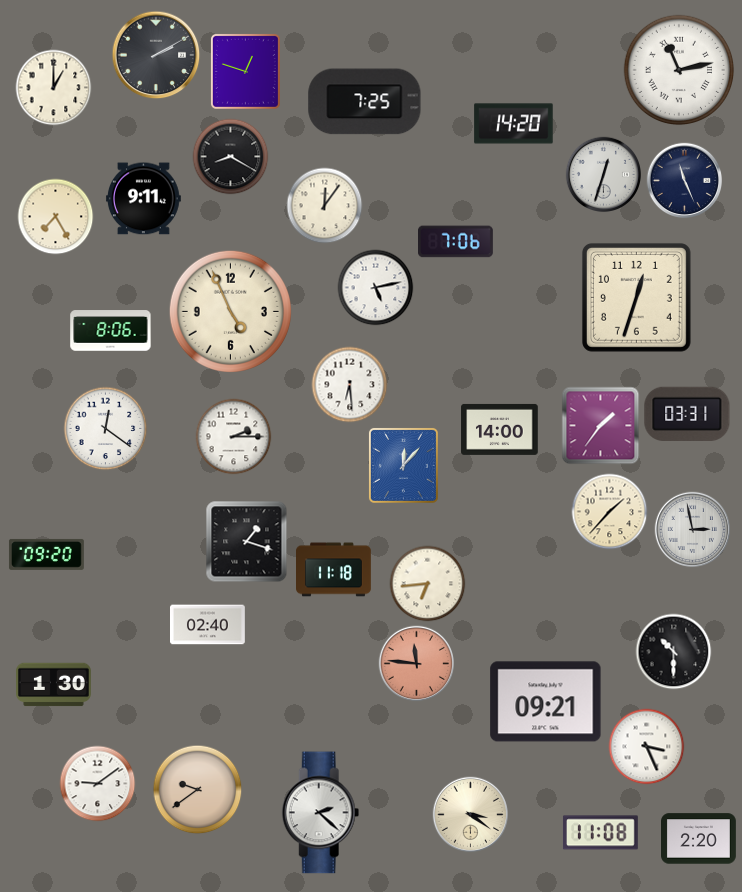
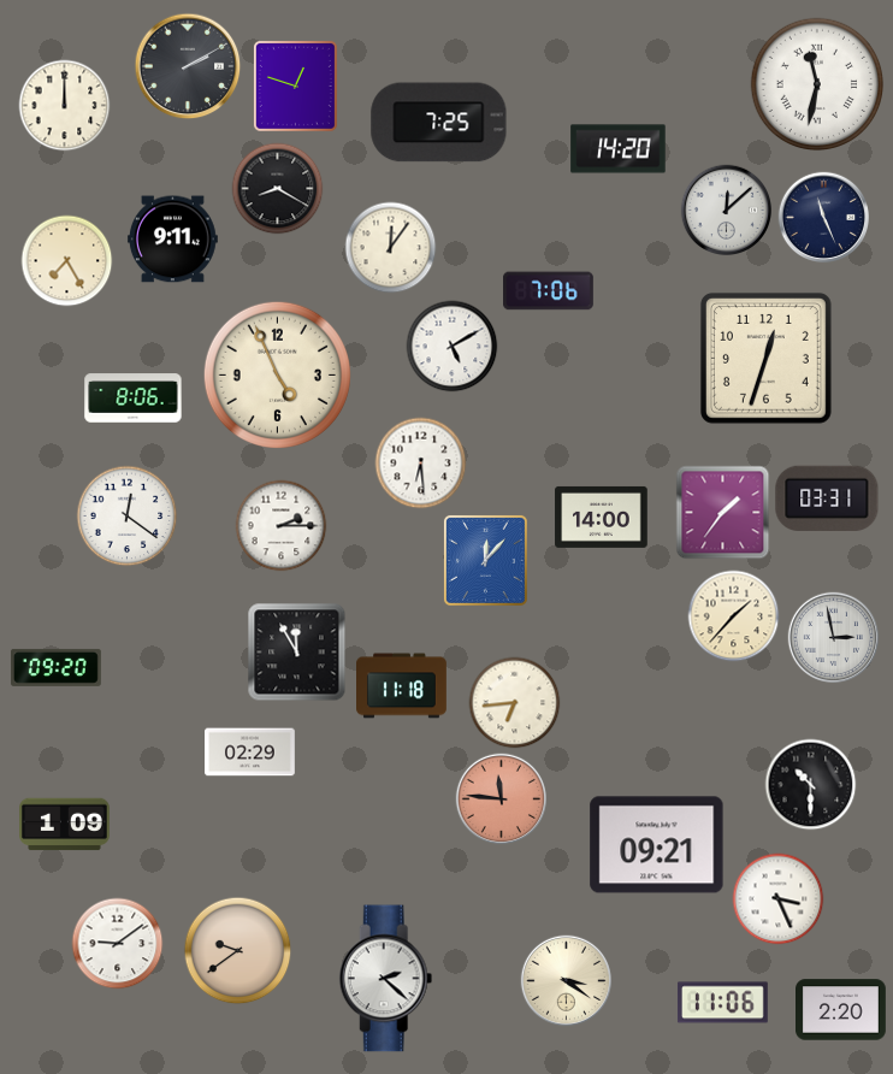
clock at (679, 70): 11:13 -> 11:32
clock at (54, 88): 1:00 -> 12:00
clock at (604, 175): 12:33 -> 12:08
clock at (376, 288): 5:13 -> 5:10
clock at (247, 542): 1:18 -> 11:55
clock at (208, 625): 02:40 -> 02:29
clock at (54, 685): 1:30 -> 1:09
clock at (600, 833): 11:08 -> 11:06
